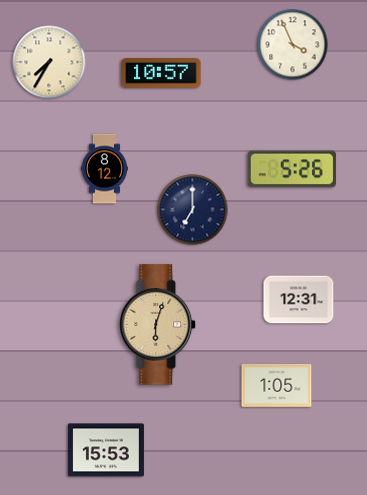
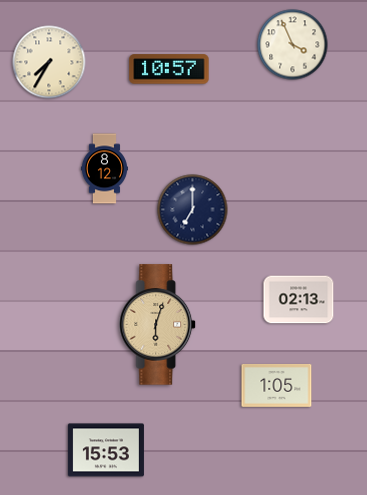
clock at (161, 73) position: (161, 73) -> (169, 69)
clock at (291, 169): 5:26 -> none
clock at (299, 300): 12:31 -> 02:13
